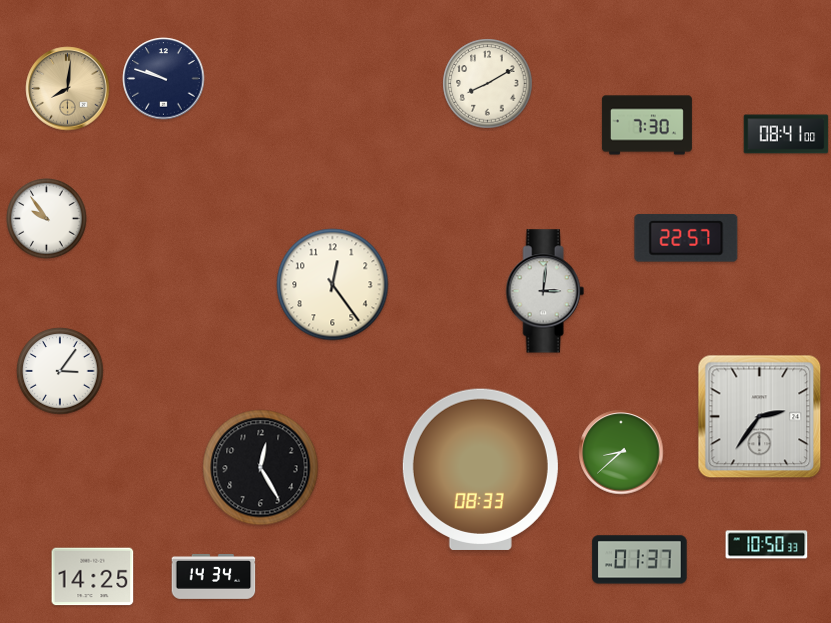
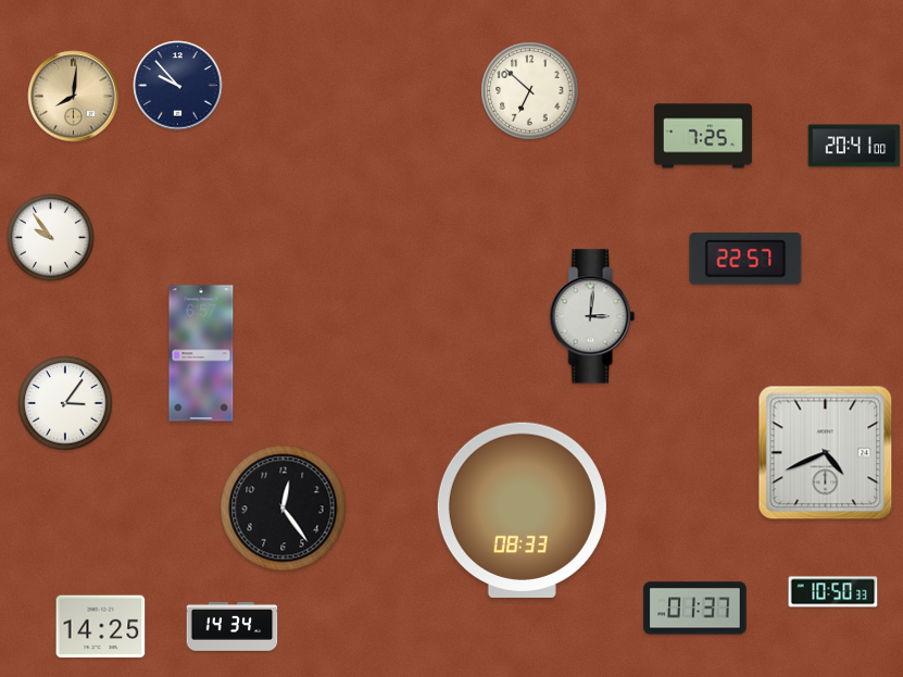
clock at (164, 79): 9:48 -> 9:53
clock at (488, 84): 8:10 -> 6:52
clock at (647, 125): 7:30 -> 7:25
clock at (786, 134): 08:41 -> 20:41
clock at (333, 285): 12:24 -> none
clock at (201, 353): none -> 6:57
clock at (760, 417): 2:36 -> 4:41
clock at (621, 452): 8:38 -> none
clock at (261, 468): 12:25 -> 12:24
